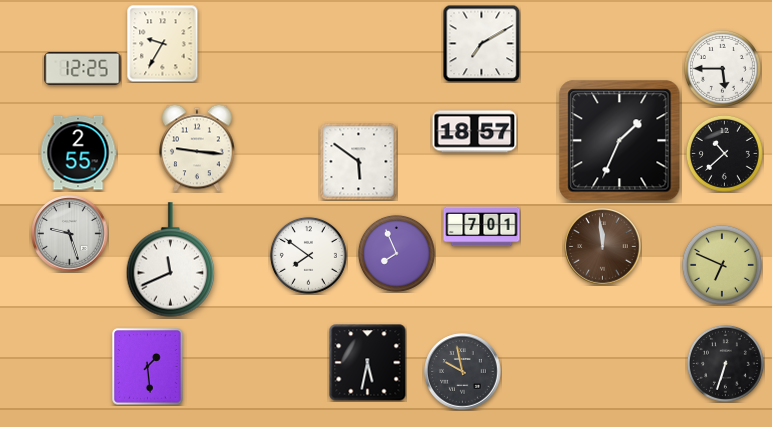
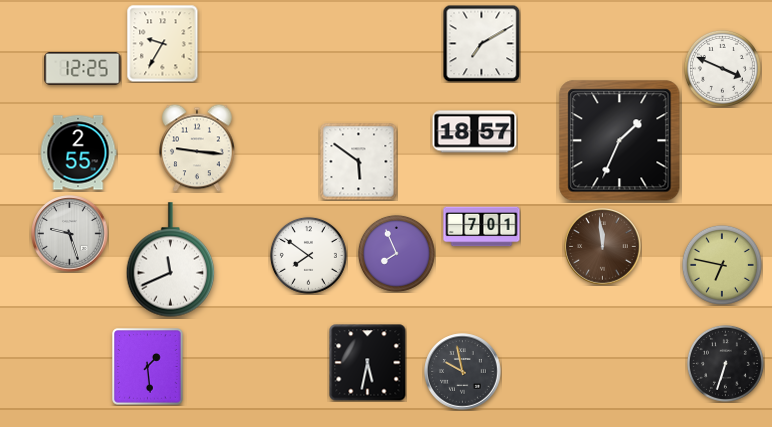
clock at (722, 68): 5:45 -> 3:49
clock at (724, 153): 10:38 -> none
clock at (722, 265): 6:49 -> 6:47
